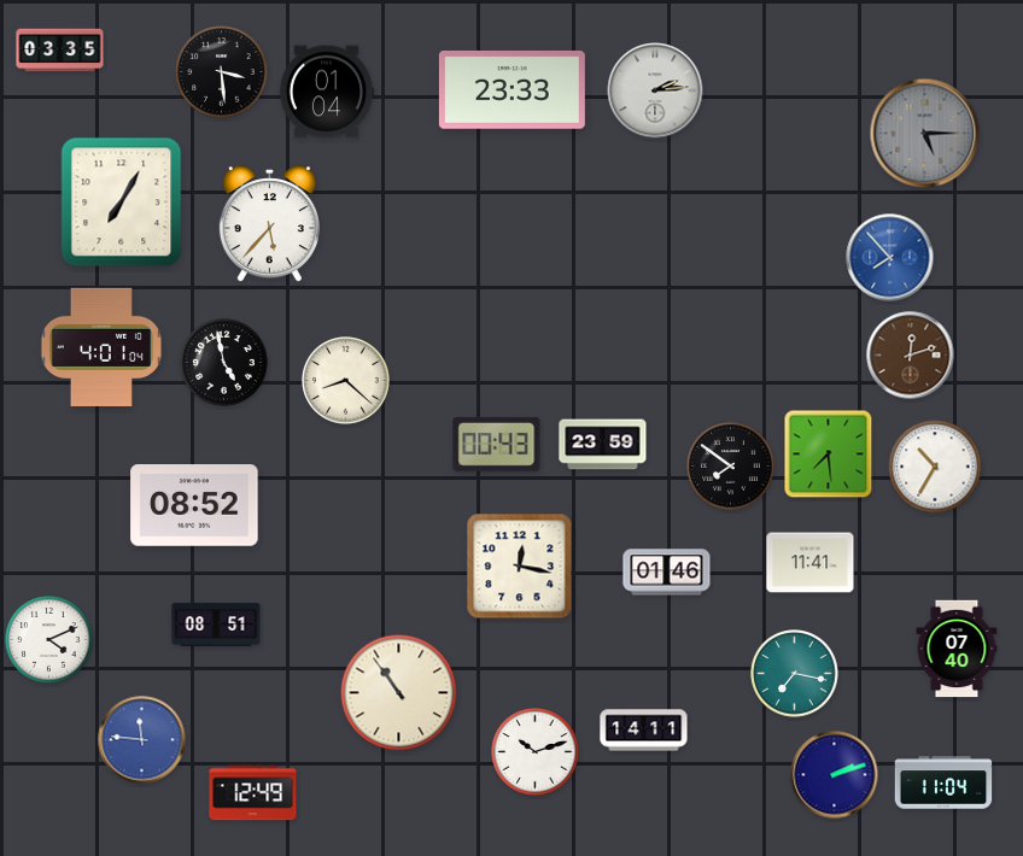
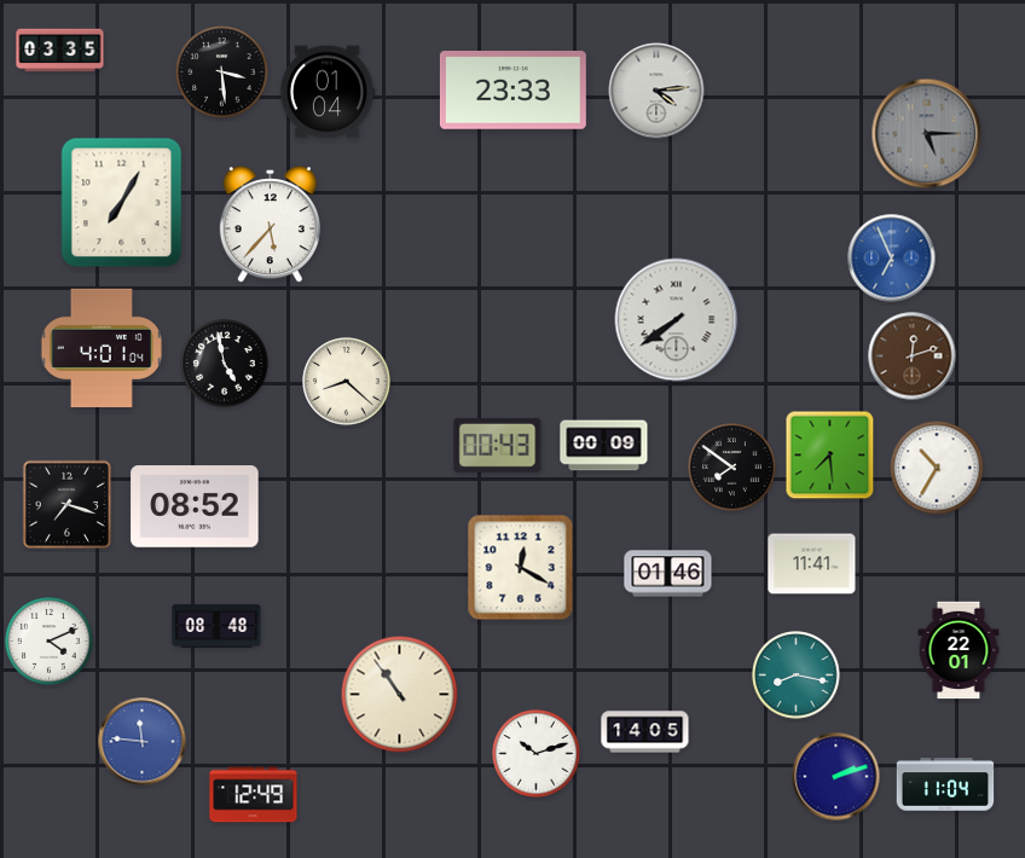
clock at (655, 90): 2:14 -> 4:14
clock at (890, 258): 7:53 -> 6:56
clock at (677, 320): none -> 7:39
clock at (603, 445): 23:59 -> 00:09
clock at (66, 504): none -> 7:18
clock at (520, 567): 12:17 -> 12:20
clock at (216, 625): 08:51 -> 08:48
clock at (957, 649): 07:40 -> 22:01
clock at (795, 674): 7:17 -> 8:17
clock at (644, 731): 14:11 -> 14:05
